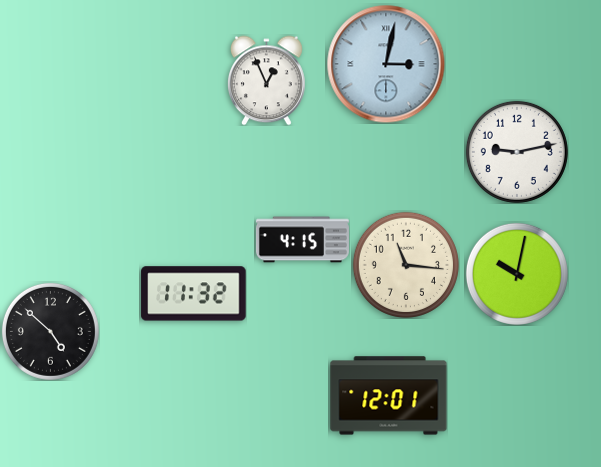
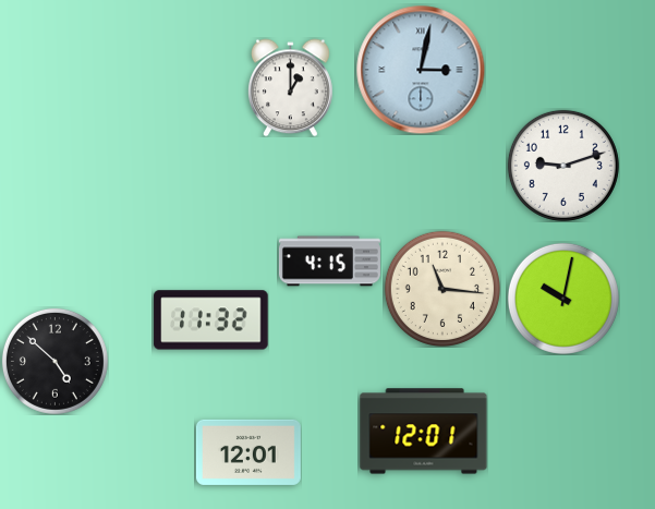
clock at (267, 80): 12:56 -> 1:00
clock at (517, 152): 9:13 -> 9:12
clock at (248, 452): none -> 12:01
